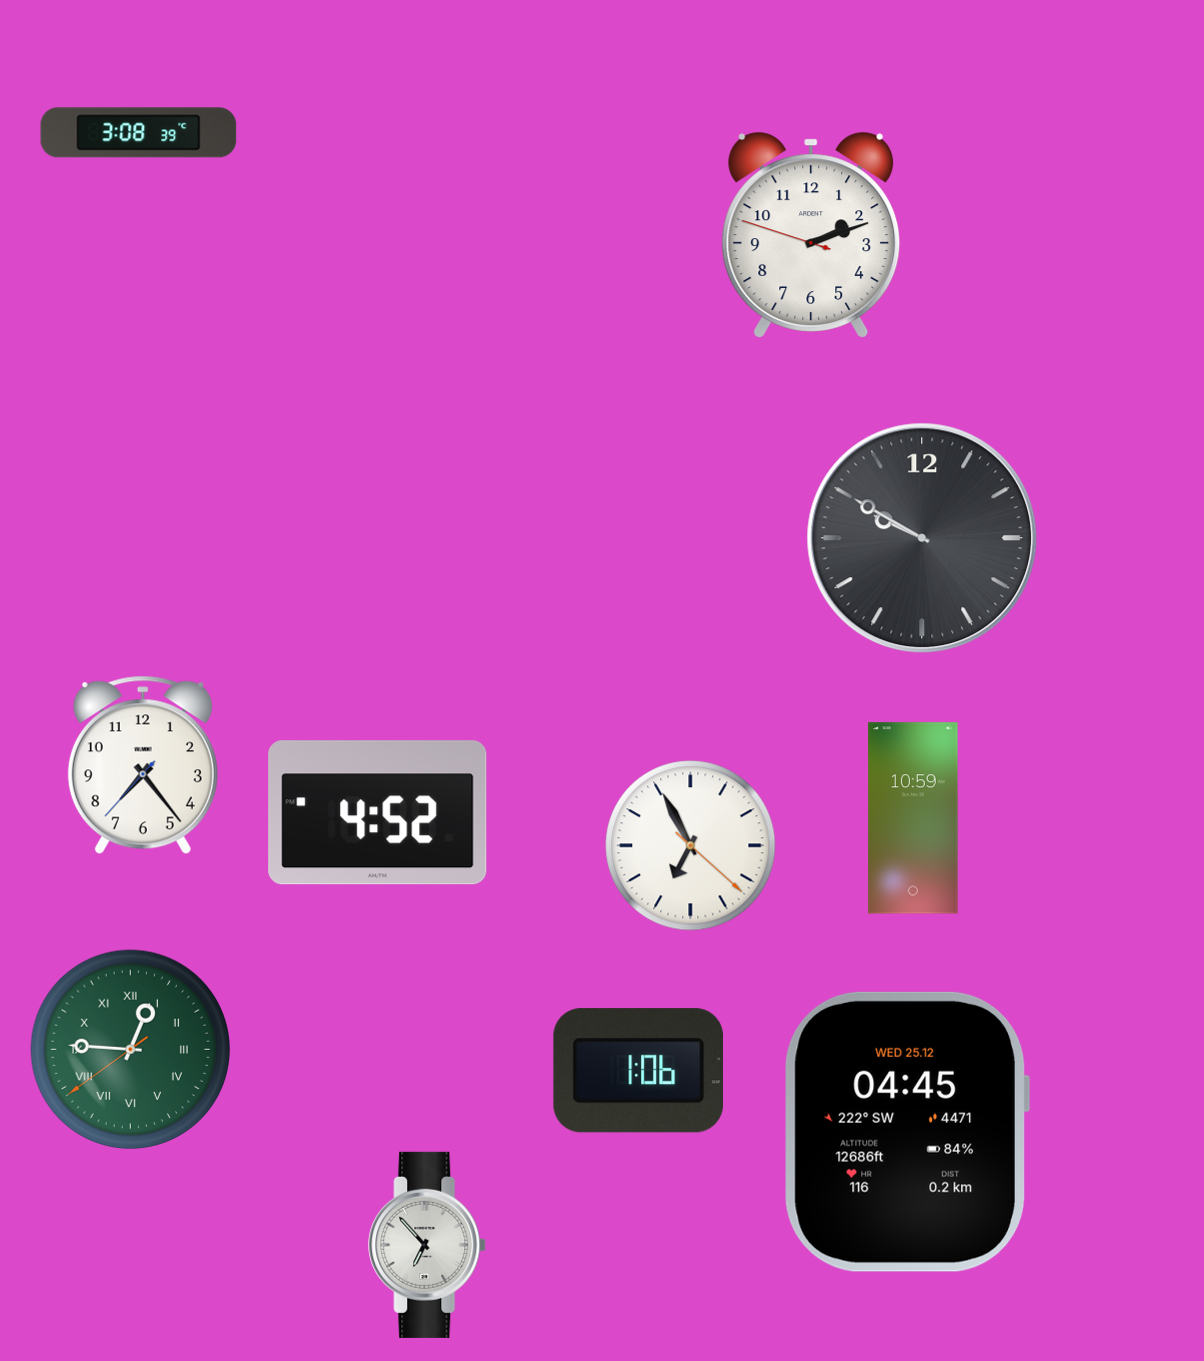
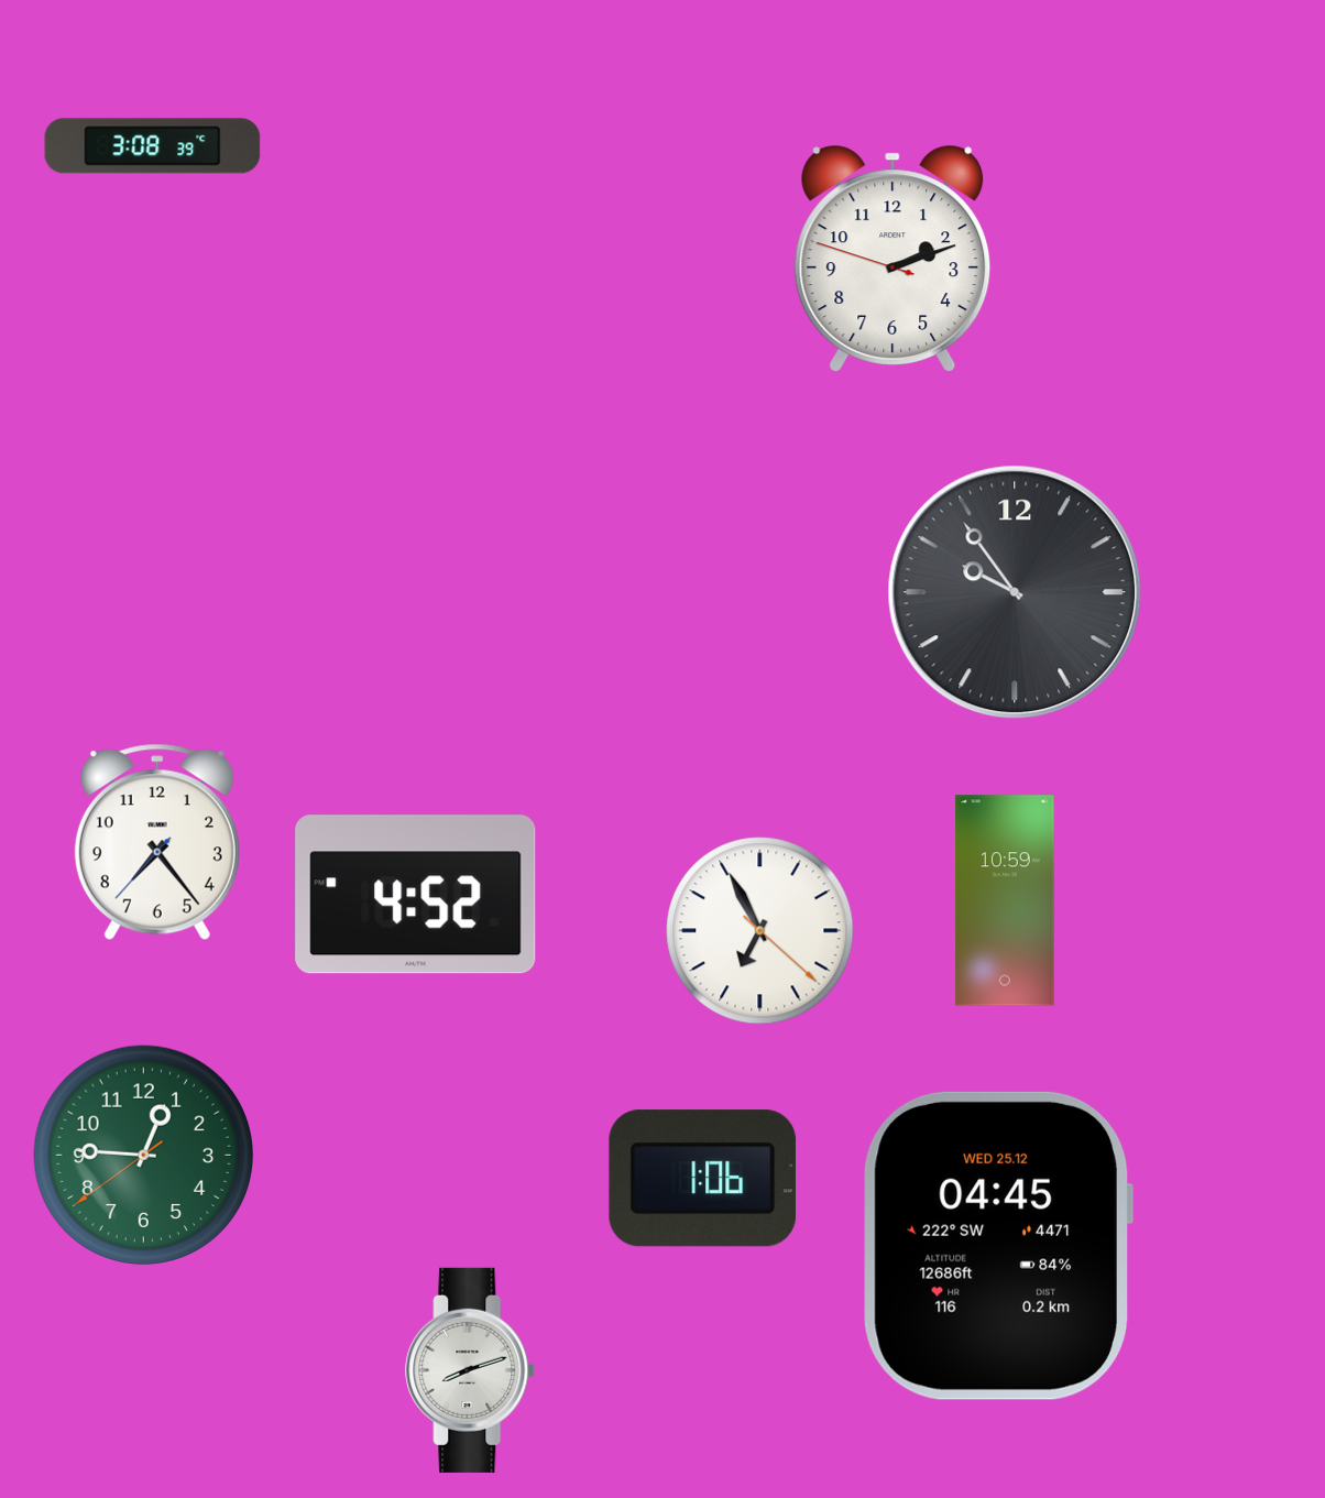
clock at (922, 538): 9:50 -> 9:54
clock at (131, 1050) numerals: Roman -> Arabic
clock at (428, 1245): 6:53 -> 8:12
